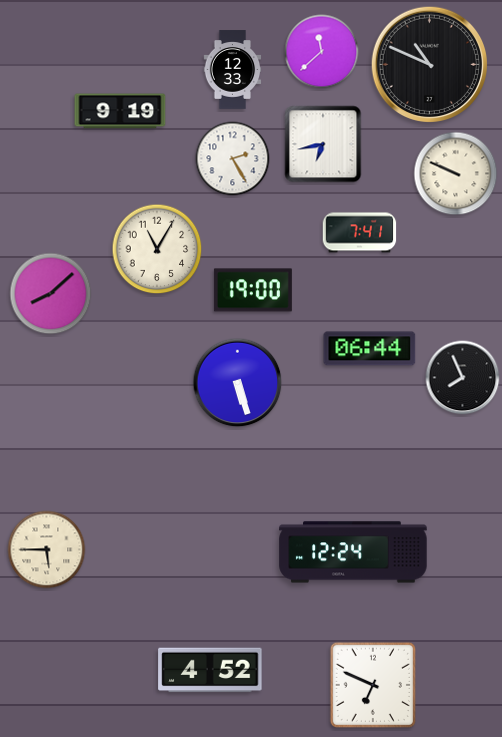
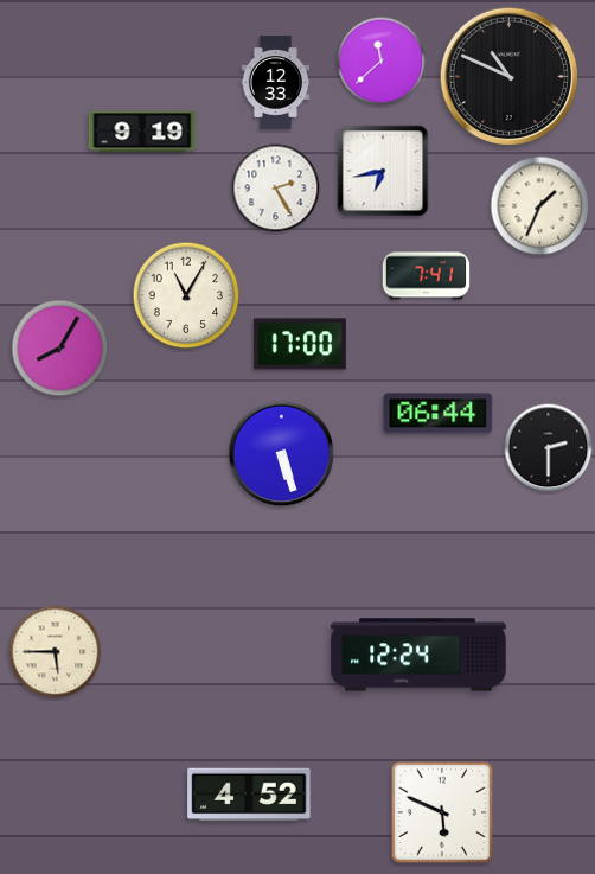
clock at (456, 174): 9:49 -> 1:34
clock at (253, 290): 19:00 -> 17:00
clock at (51, 294): 8:08 -> 8:05
clock at (463, 378): 7:56 -> 2:30
clock at (373, 685): 6:49 -> 5:49
